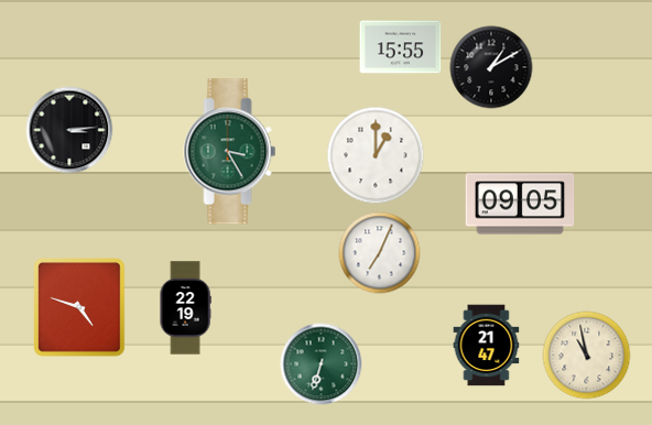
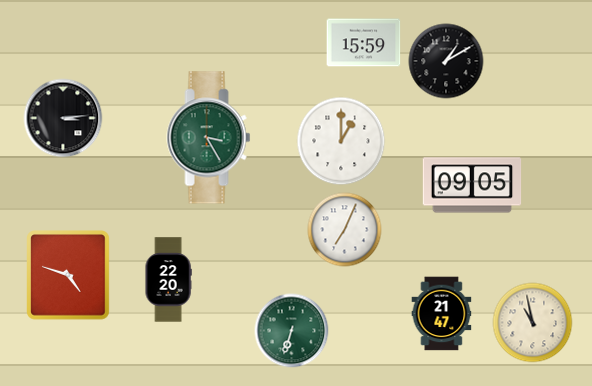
clock at (401, 47): 15:55 -> 15:59
clock at (79, 307) position: (79, 307) -> (68, 275)
clock at (185, 308): 22:19 -> 22:20
